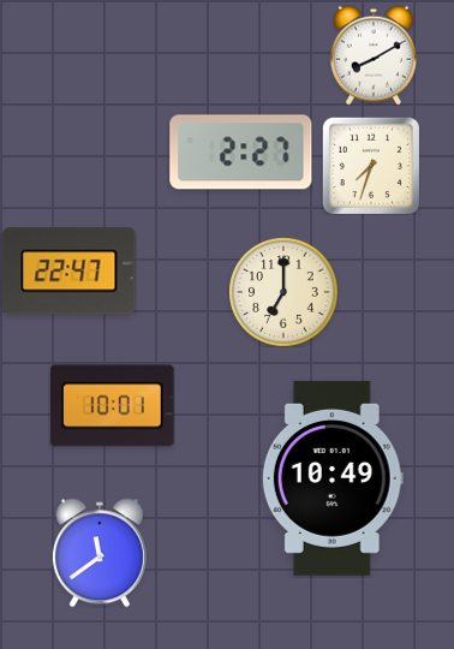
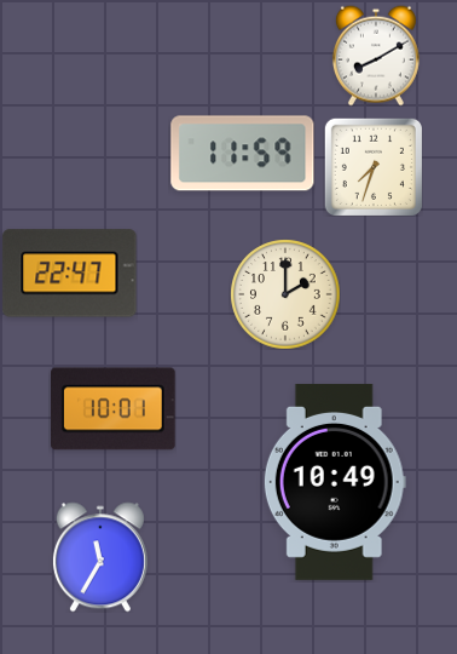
clock at (241, 153): 2:27 -> 11:59
clock at (283, 292): 7:00 -> 2:00
clock at (100, 553): 11:39 -> 11:35
